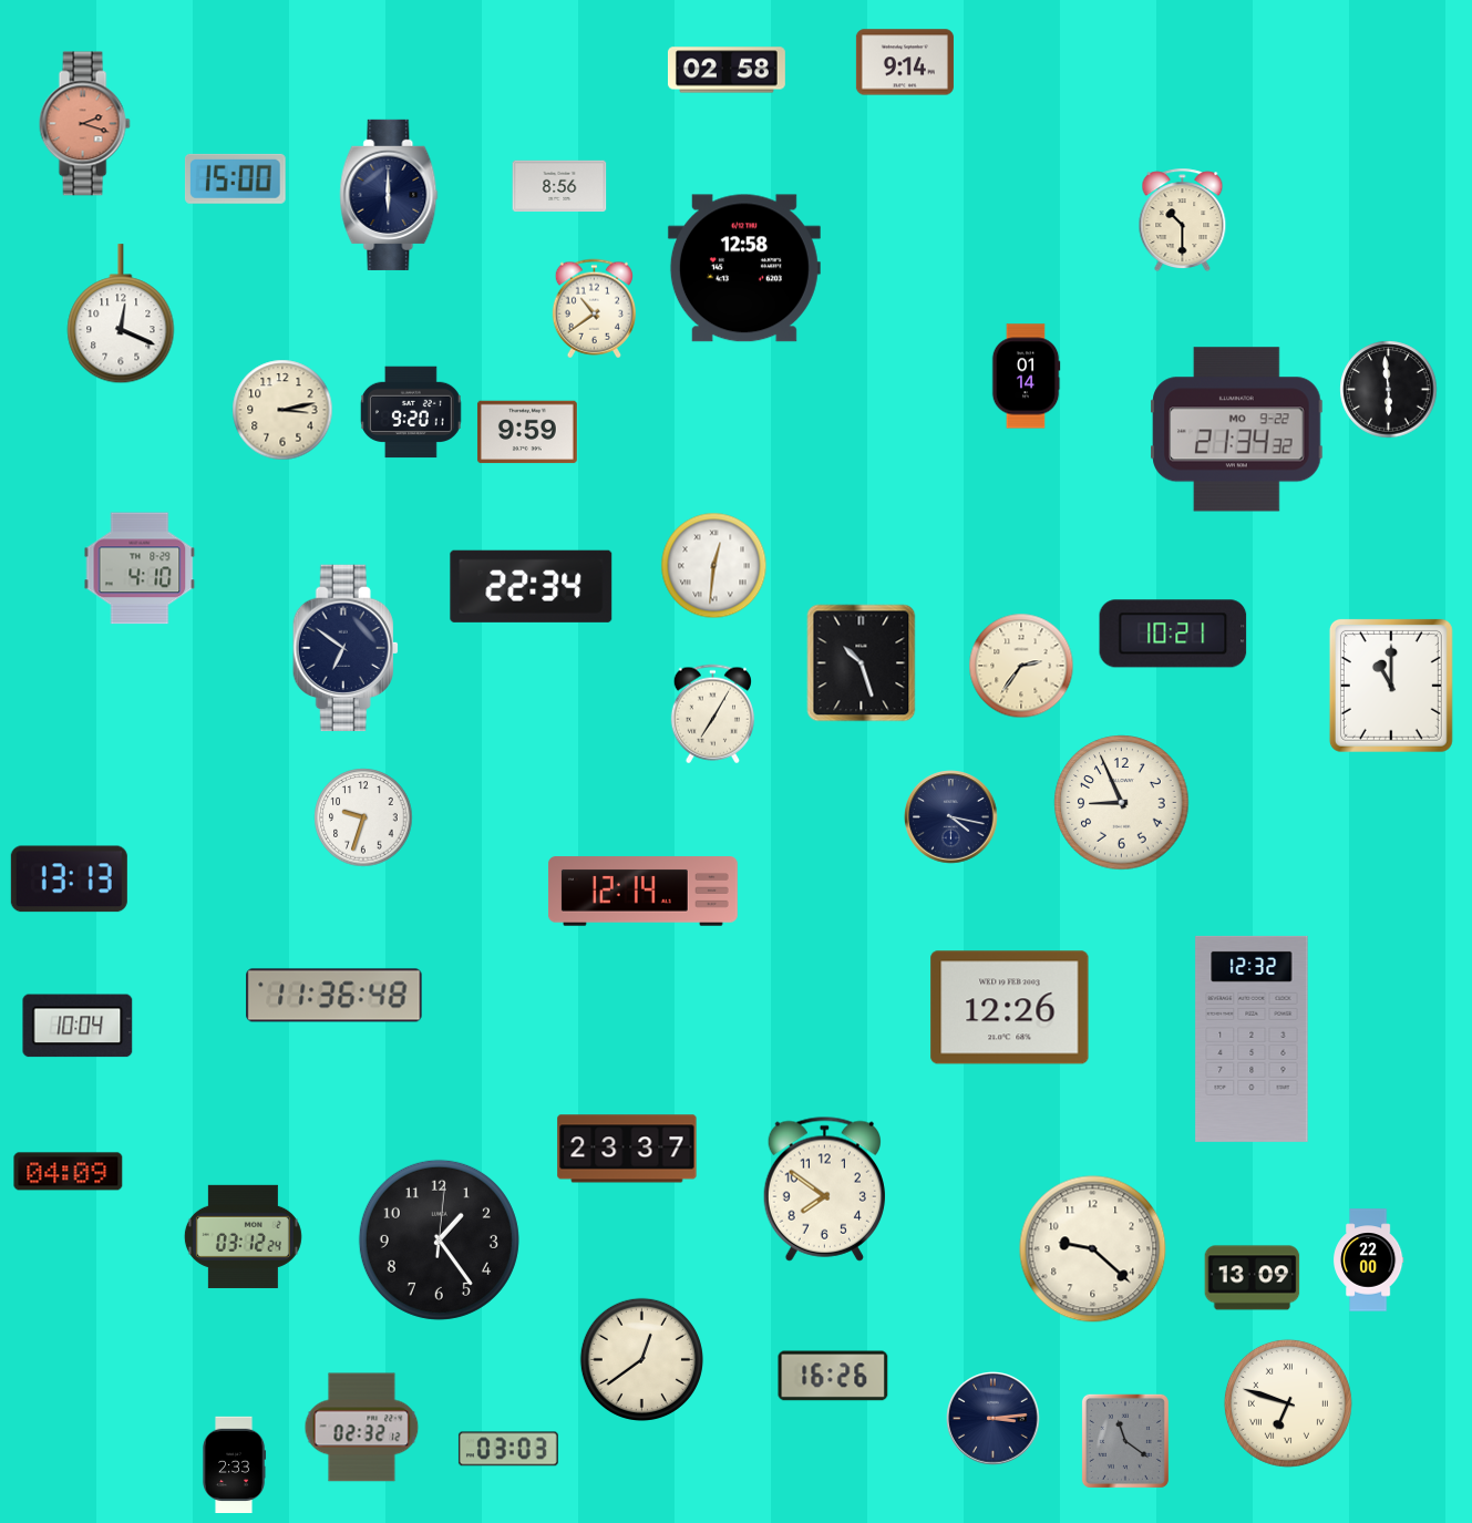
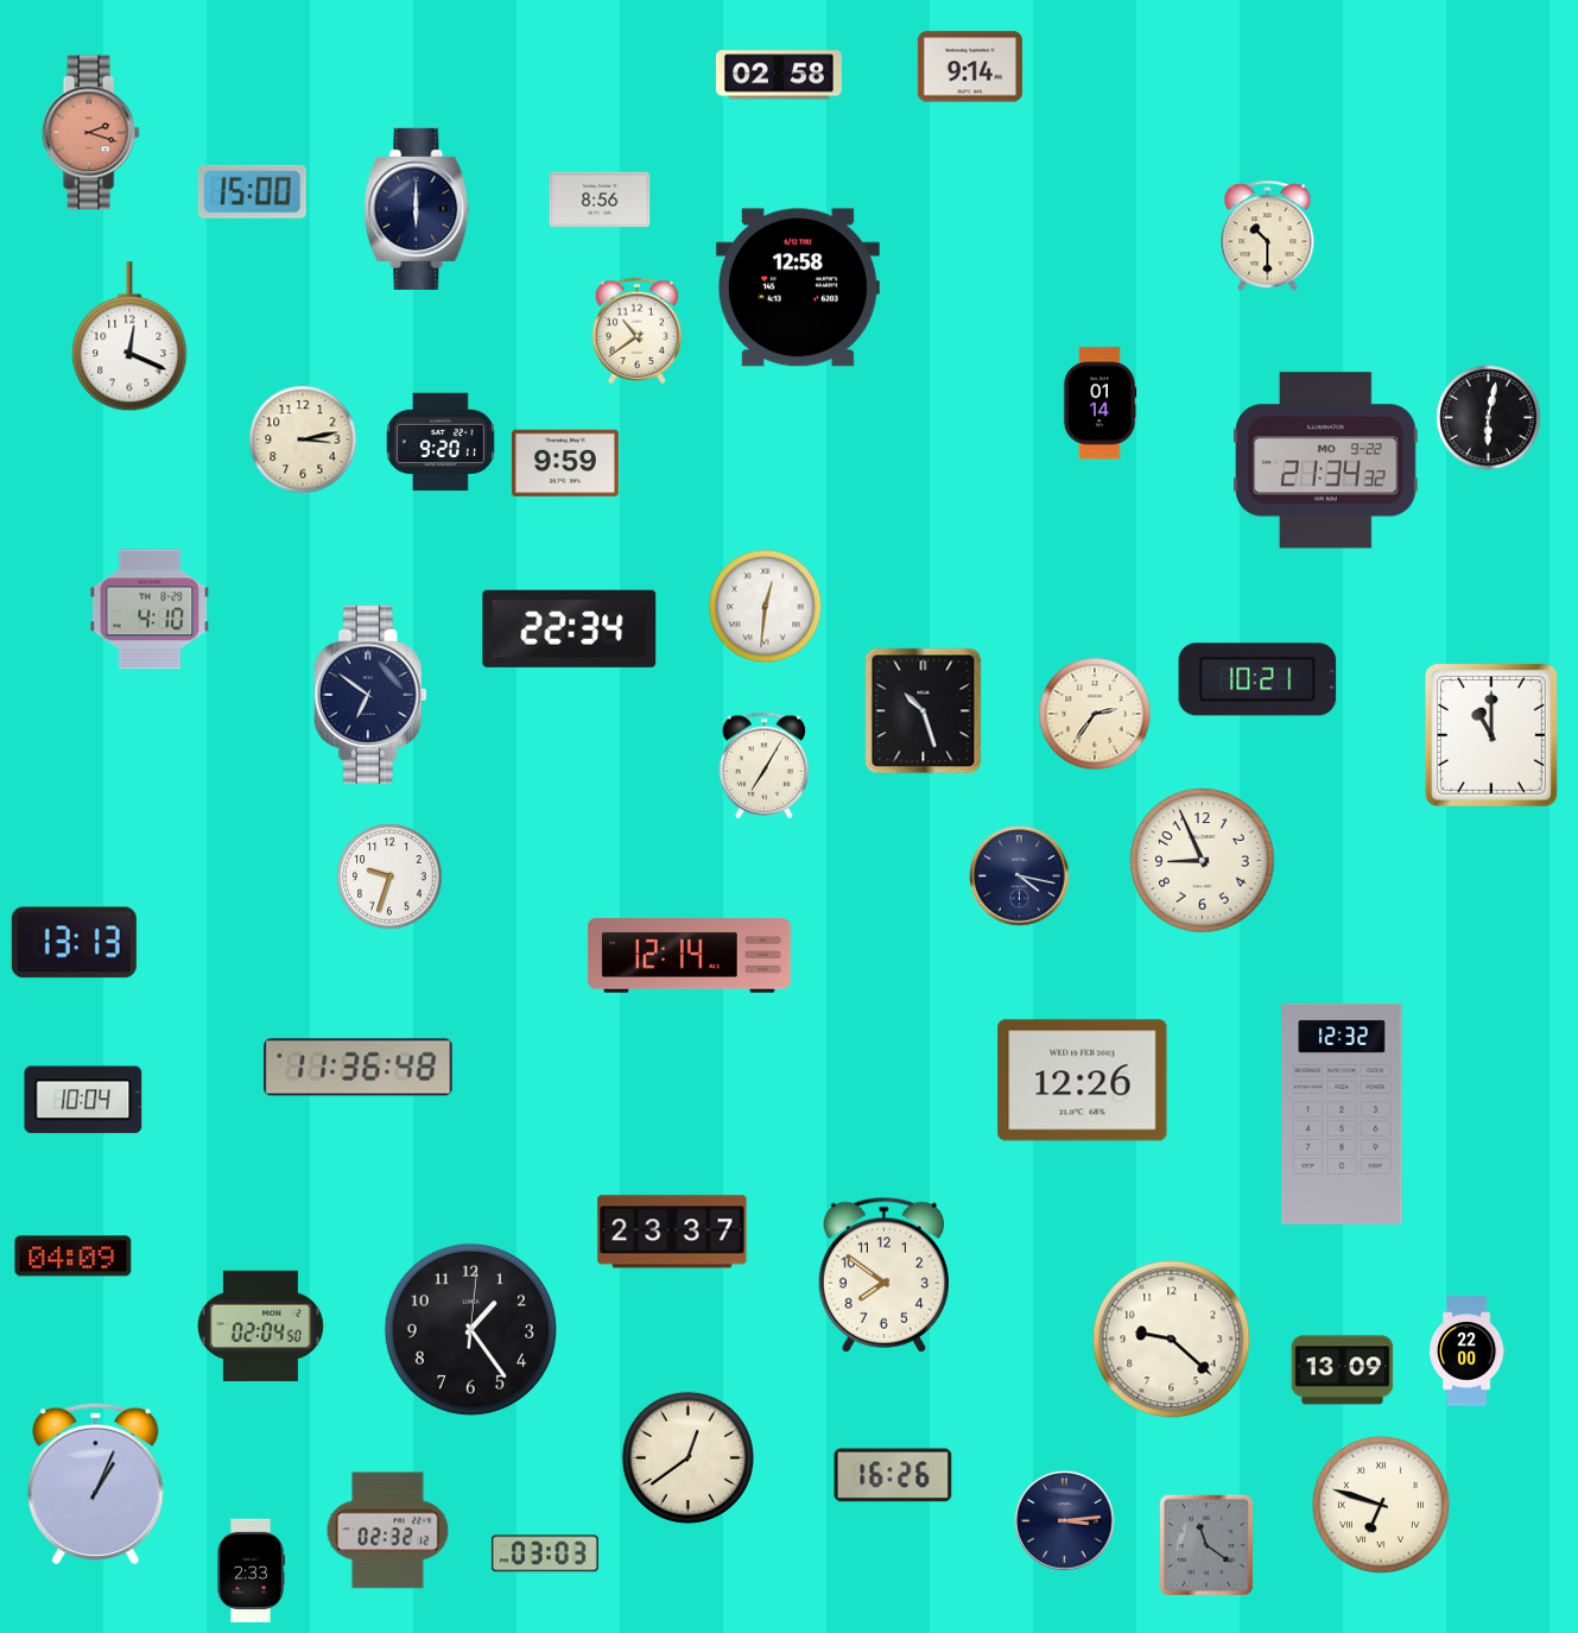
clock at (1389, 390): 5:59 -> 6:02
clock at (243, 1236): 03:12 -> 02:04
clock at (96, 1483): none -> 1:04
